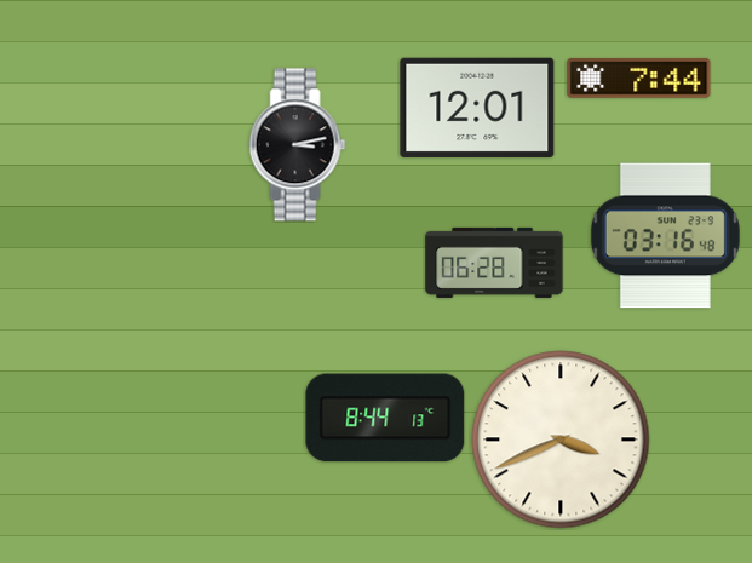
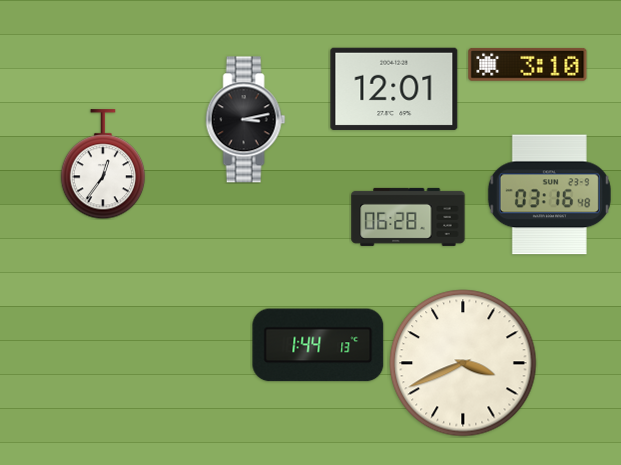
clock at (639, 79): 7:44 -> 3:10
clock at (102, 164): none -> 12:36
clock at (385, 418): 8:44 -> 1:44
